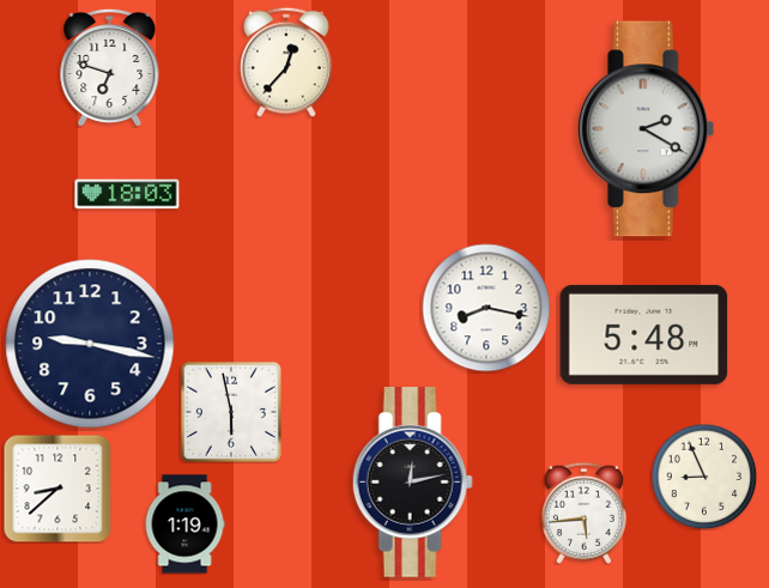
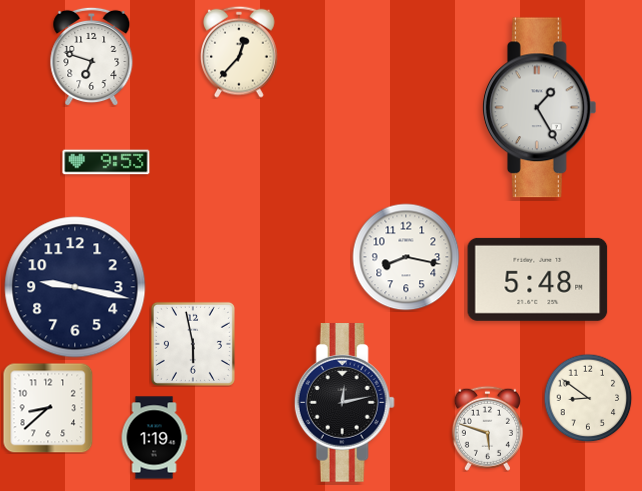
clock at (646, 129): 2:20 -> 1:25
clock at (127, 194): 18:03 -> 9:53
clock at (704, 477): 8:56 -> 8:51
clock at (583, 513): 5:44 -> 5:48
